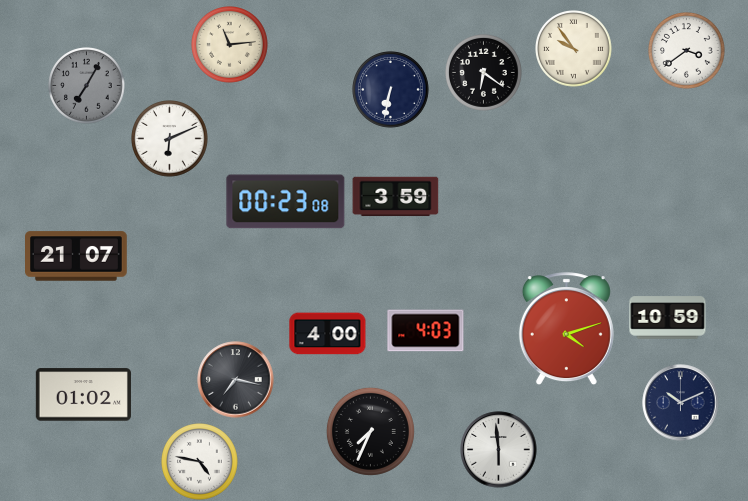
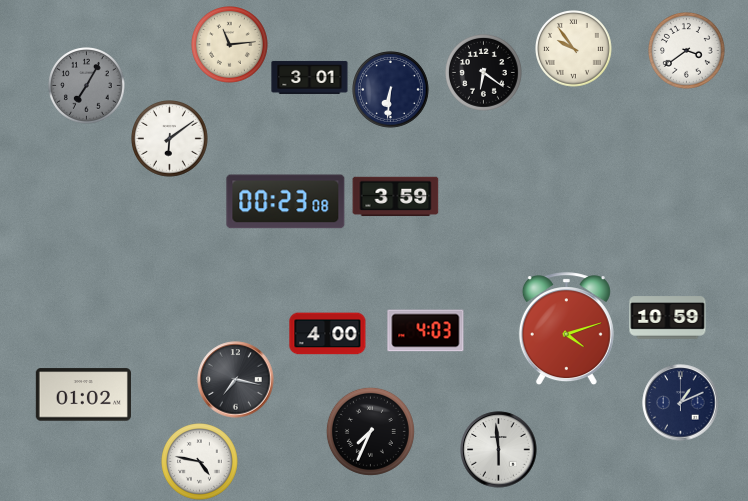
clock at (310, 77): none -> 3:01
clock at (391, 90): 6:32 -> 6:31
clock at (170, 139): 6:11 -> 6:09
clock at (77, 256): 21:07 -> none
clock at (681, 403): 10:11 -> 1:11
